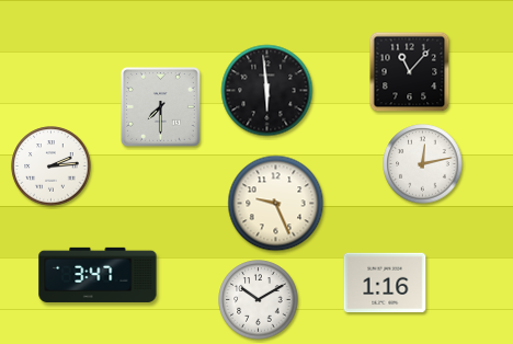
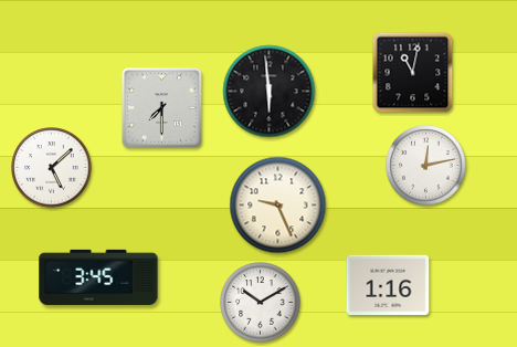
clock at (410, 72): 11:07 -> 11:02
clock at (52, 167): 2:14 -> 5:08
clock at (98, 275): 3:47 -> 3:45
